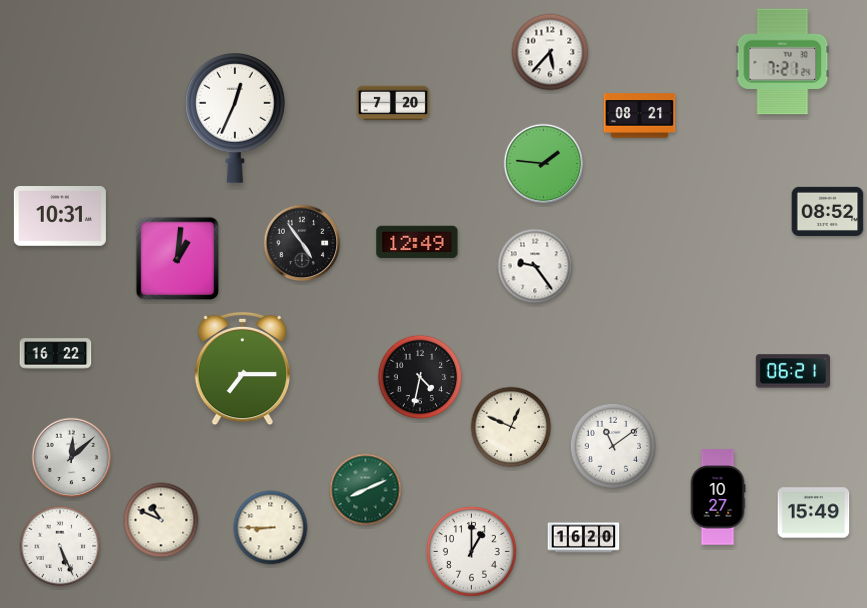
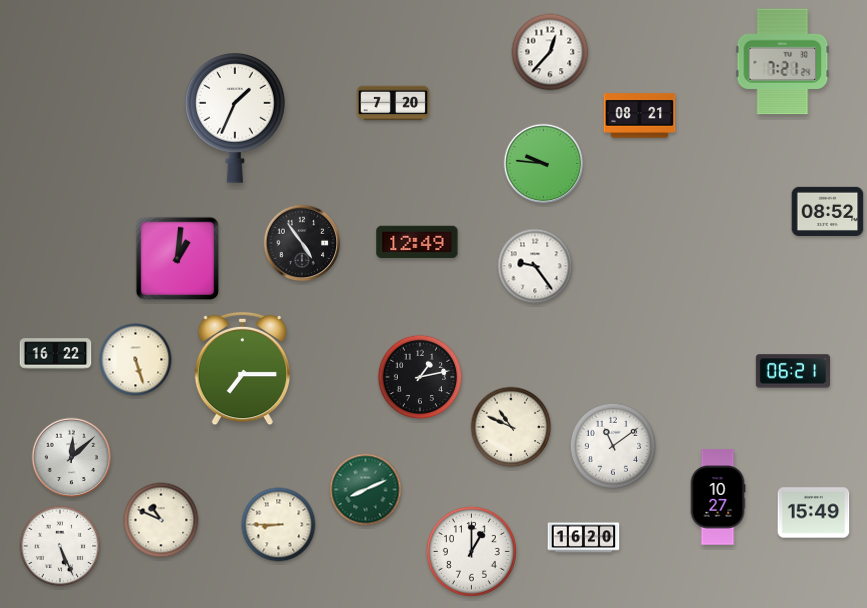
clock at (550, 52): 5:37 -> 12:37
clock at (236, 119): 12:34 -> 1:34
clock at (544, 164): 1:46 -> 9:46
clock at (60, 217): 10:31 -> none
clock at (136, 360): none -> 5:27
clock at (420, 377): 4:32 -> 1:13
clock at (511, 427): 12:49 -> 10:49
clock at (271, 528) position: (271, 528) -> (279, 525)
